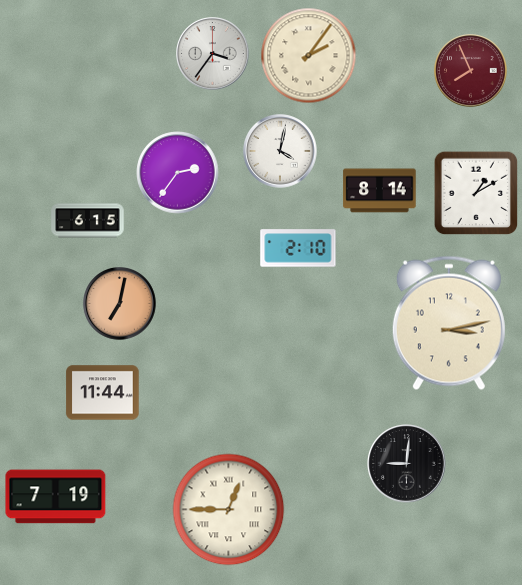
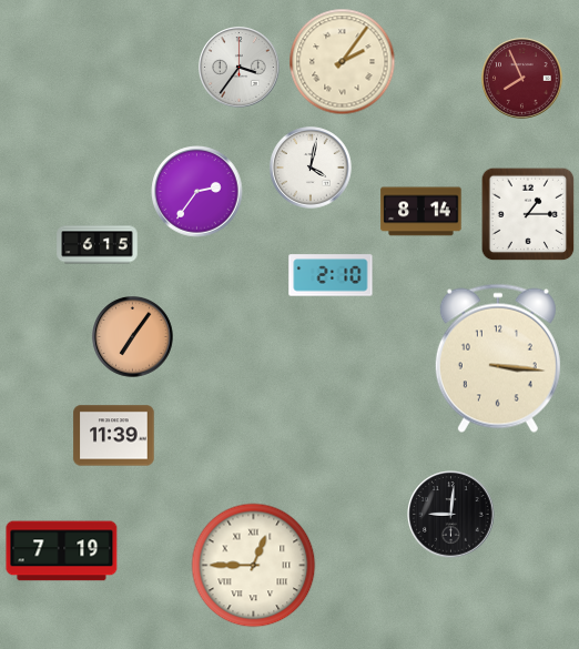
clock at (213, 54) position: (213, 54) -> (240, 68)
clock at (476, 193): 1:10 -> 1:15
clock at (120, 304): 7:02 -> 7:06
clock at (449, 323): 3:13 -> 3:16
clock at (103, 393): 11:44 -> 11:39
